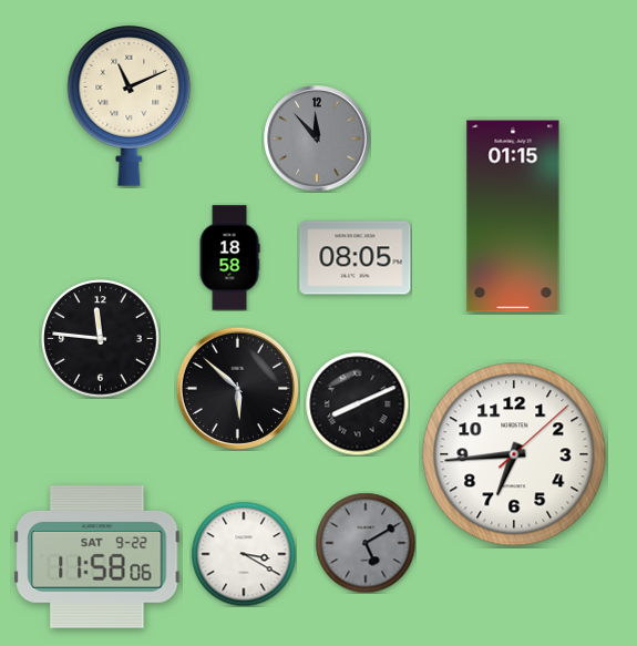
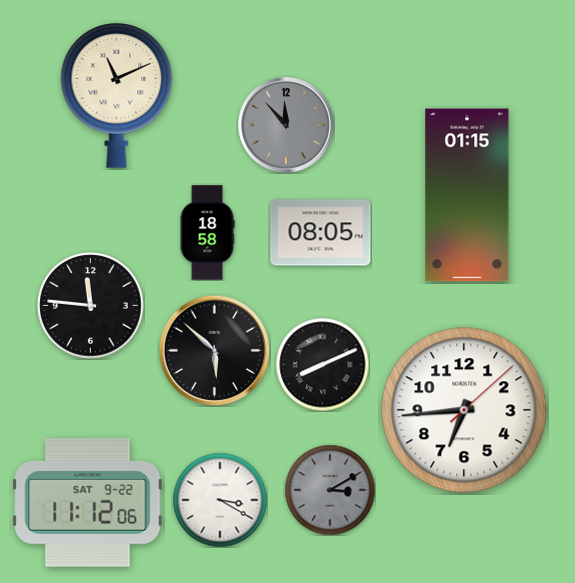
clock at (513, 216) position: (513, 216) -> (467, 195)
clock at (366, 543): 5:10 -> 3:10
clock at (97, 557): 11:58 -> 11:12
